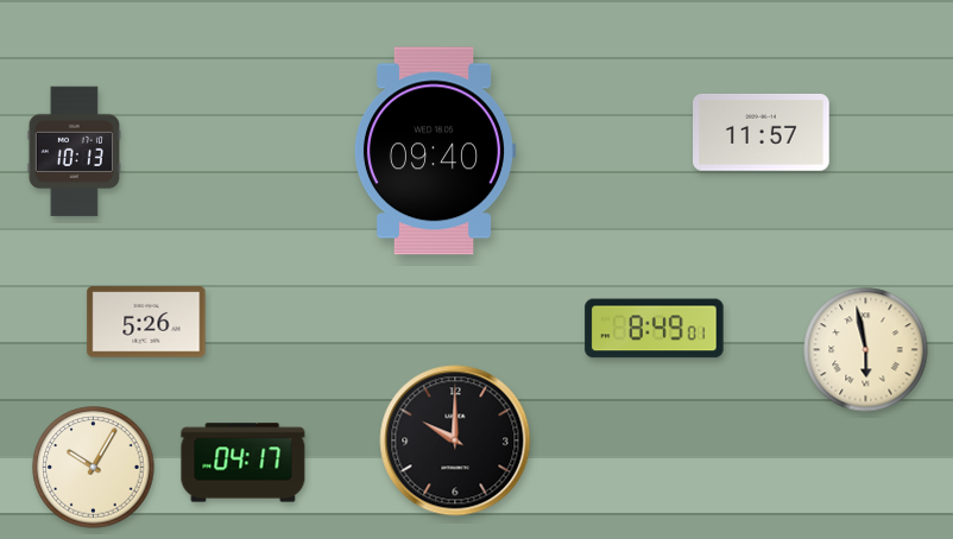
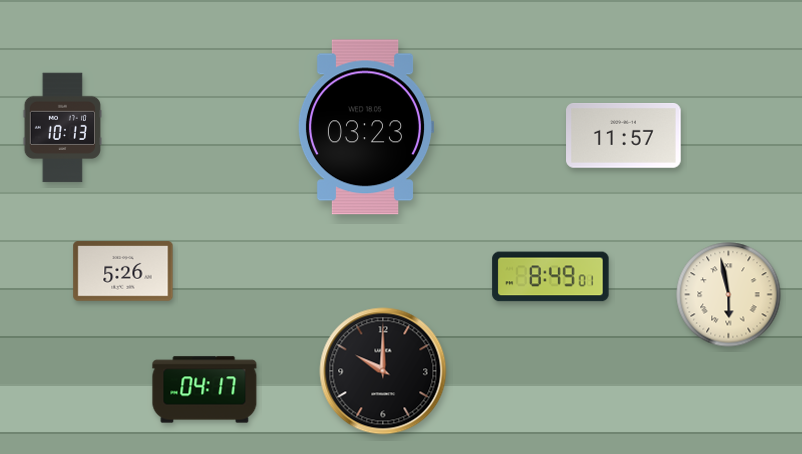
clock at (762, 133) position: (762, 133) -> (624, 136)
clock at (435, 151): 09:40 -> 03:23
clock at (94, 468): 10:05 -> none
